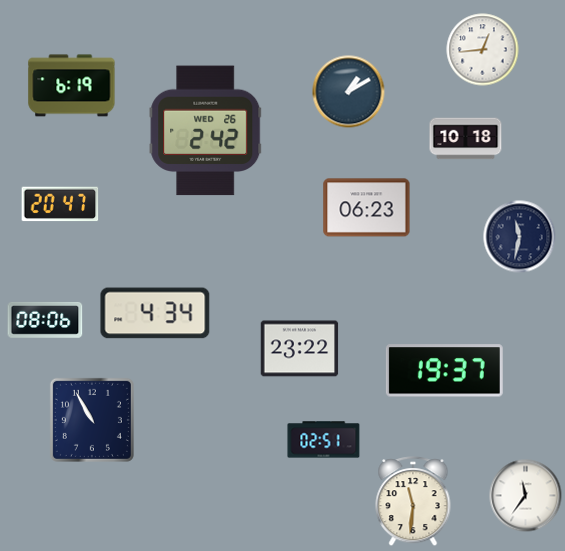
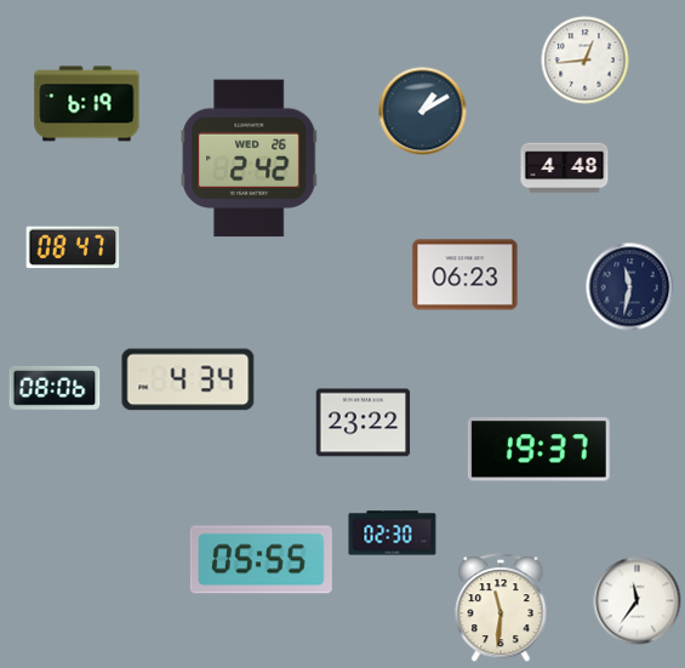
clock at (466, 139): 10:18 -> 4:48
clock at (60, 204): 20:47 -> 08:47
clock at (367, 208) position: (367, 208) -> (466, 275)
clock at (92, 420): 10:55 -> none
clock at (324, 440): 02:51 -> 02:30
clock at (261, 560): none -> 05:55
